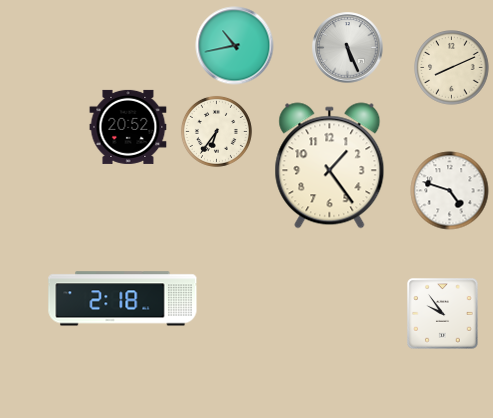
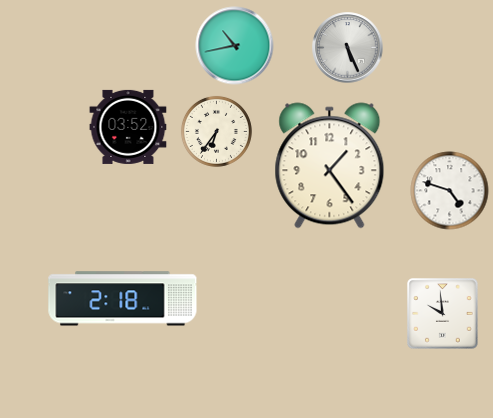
clock at (452, 68): 8:11 -> none
clock at (128, 127): 20:52 -> 03:52
clock at (443, 314): 9:54 -> 9:59
